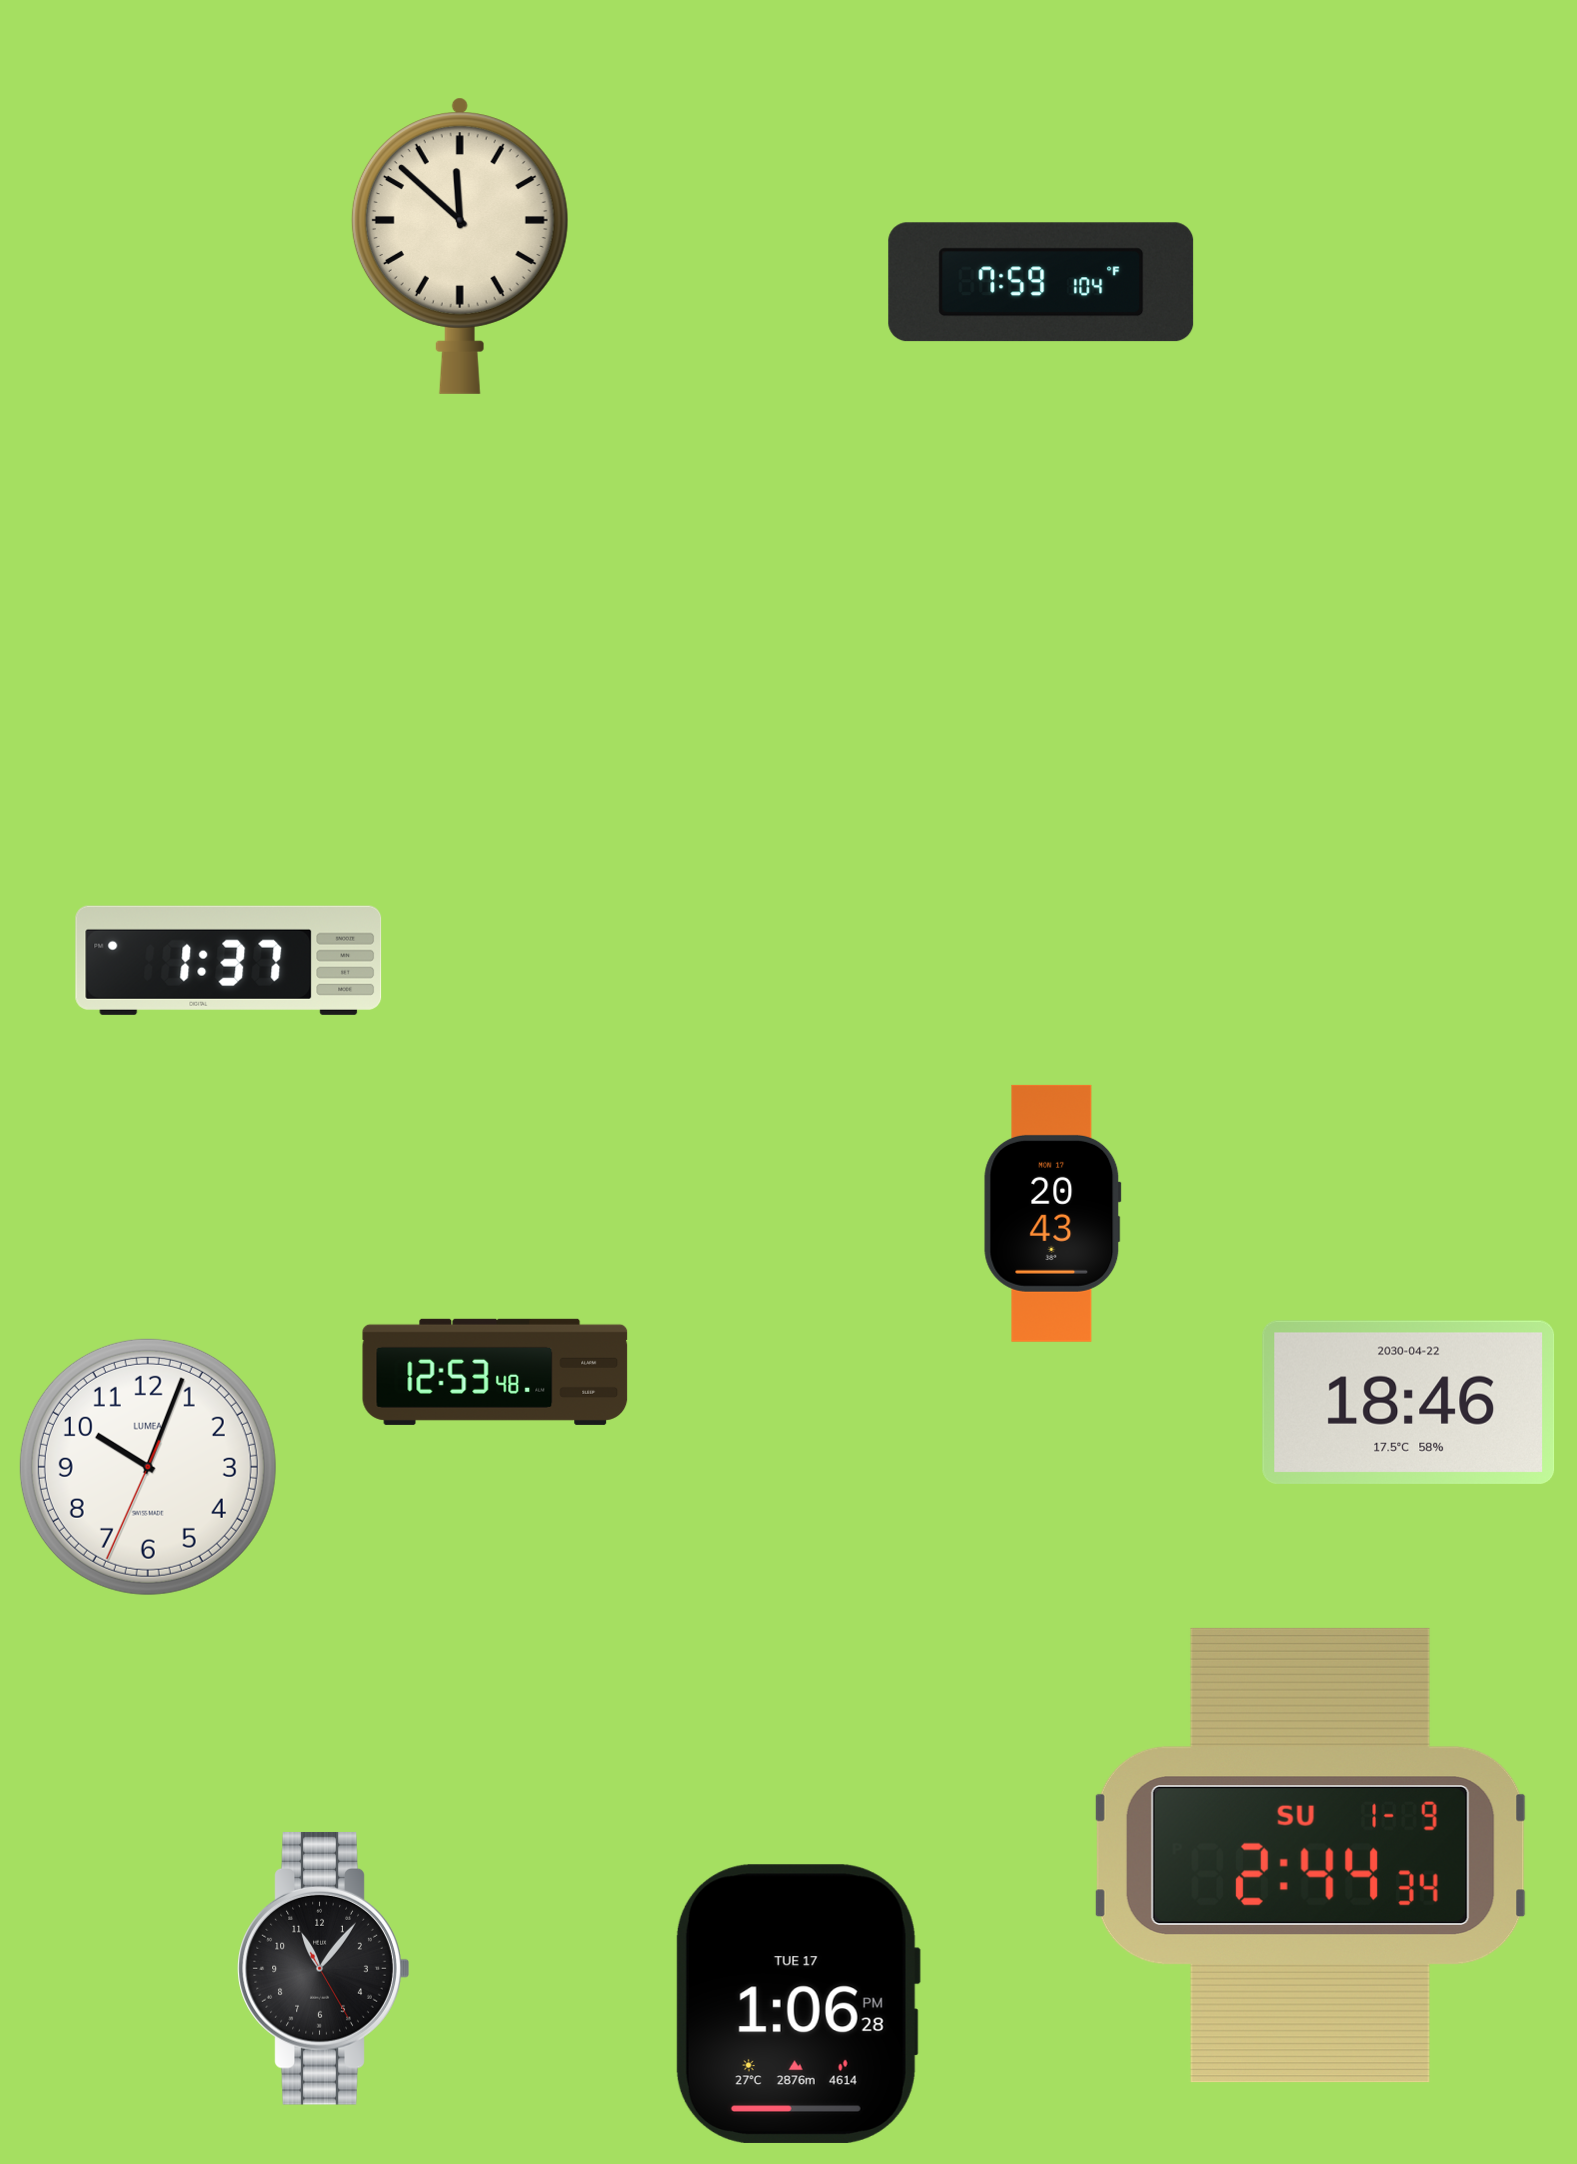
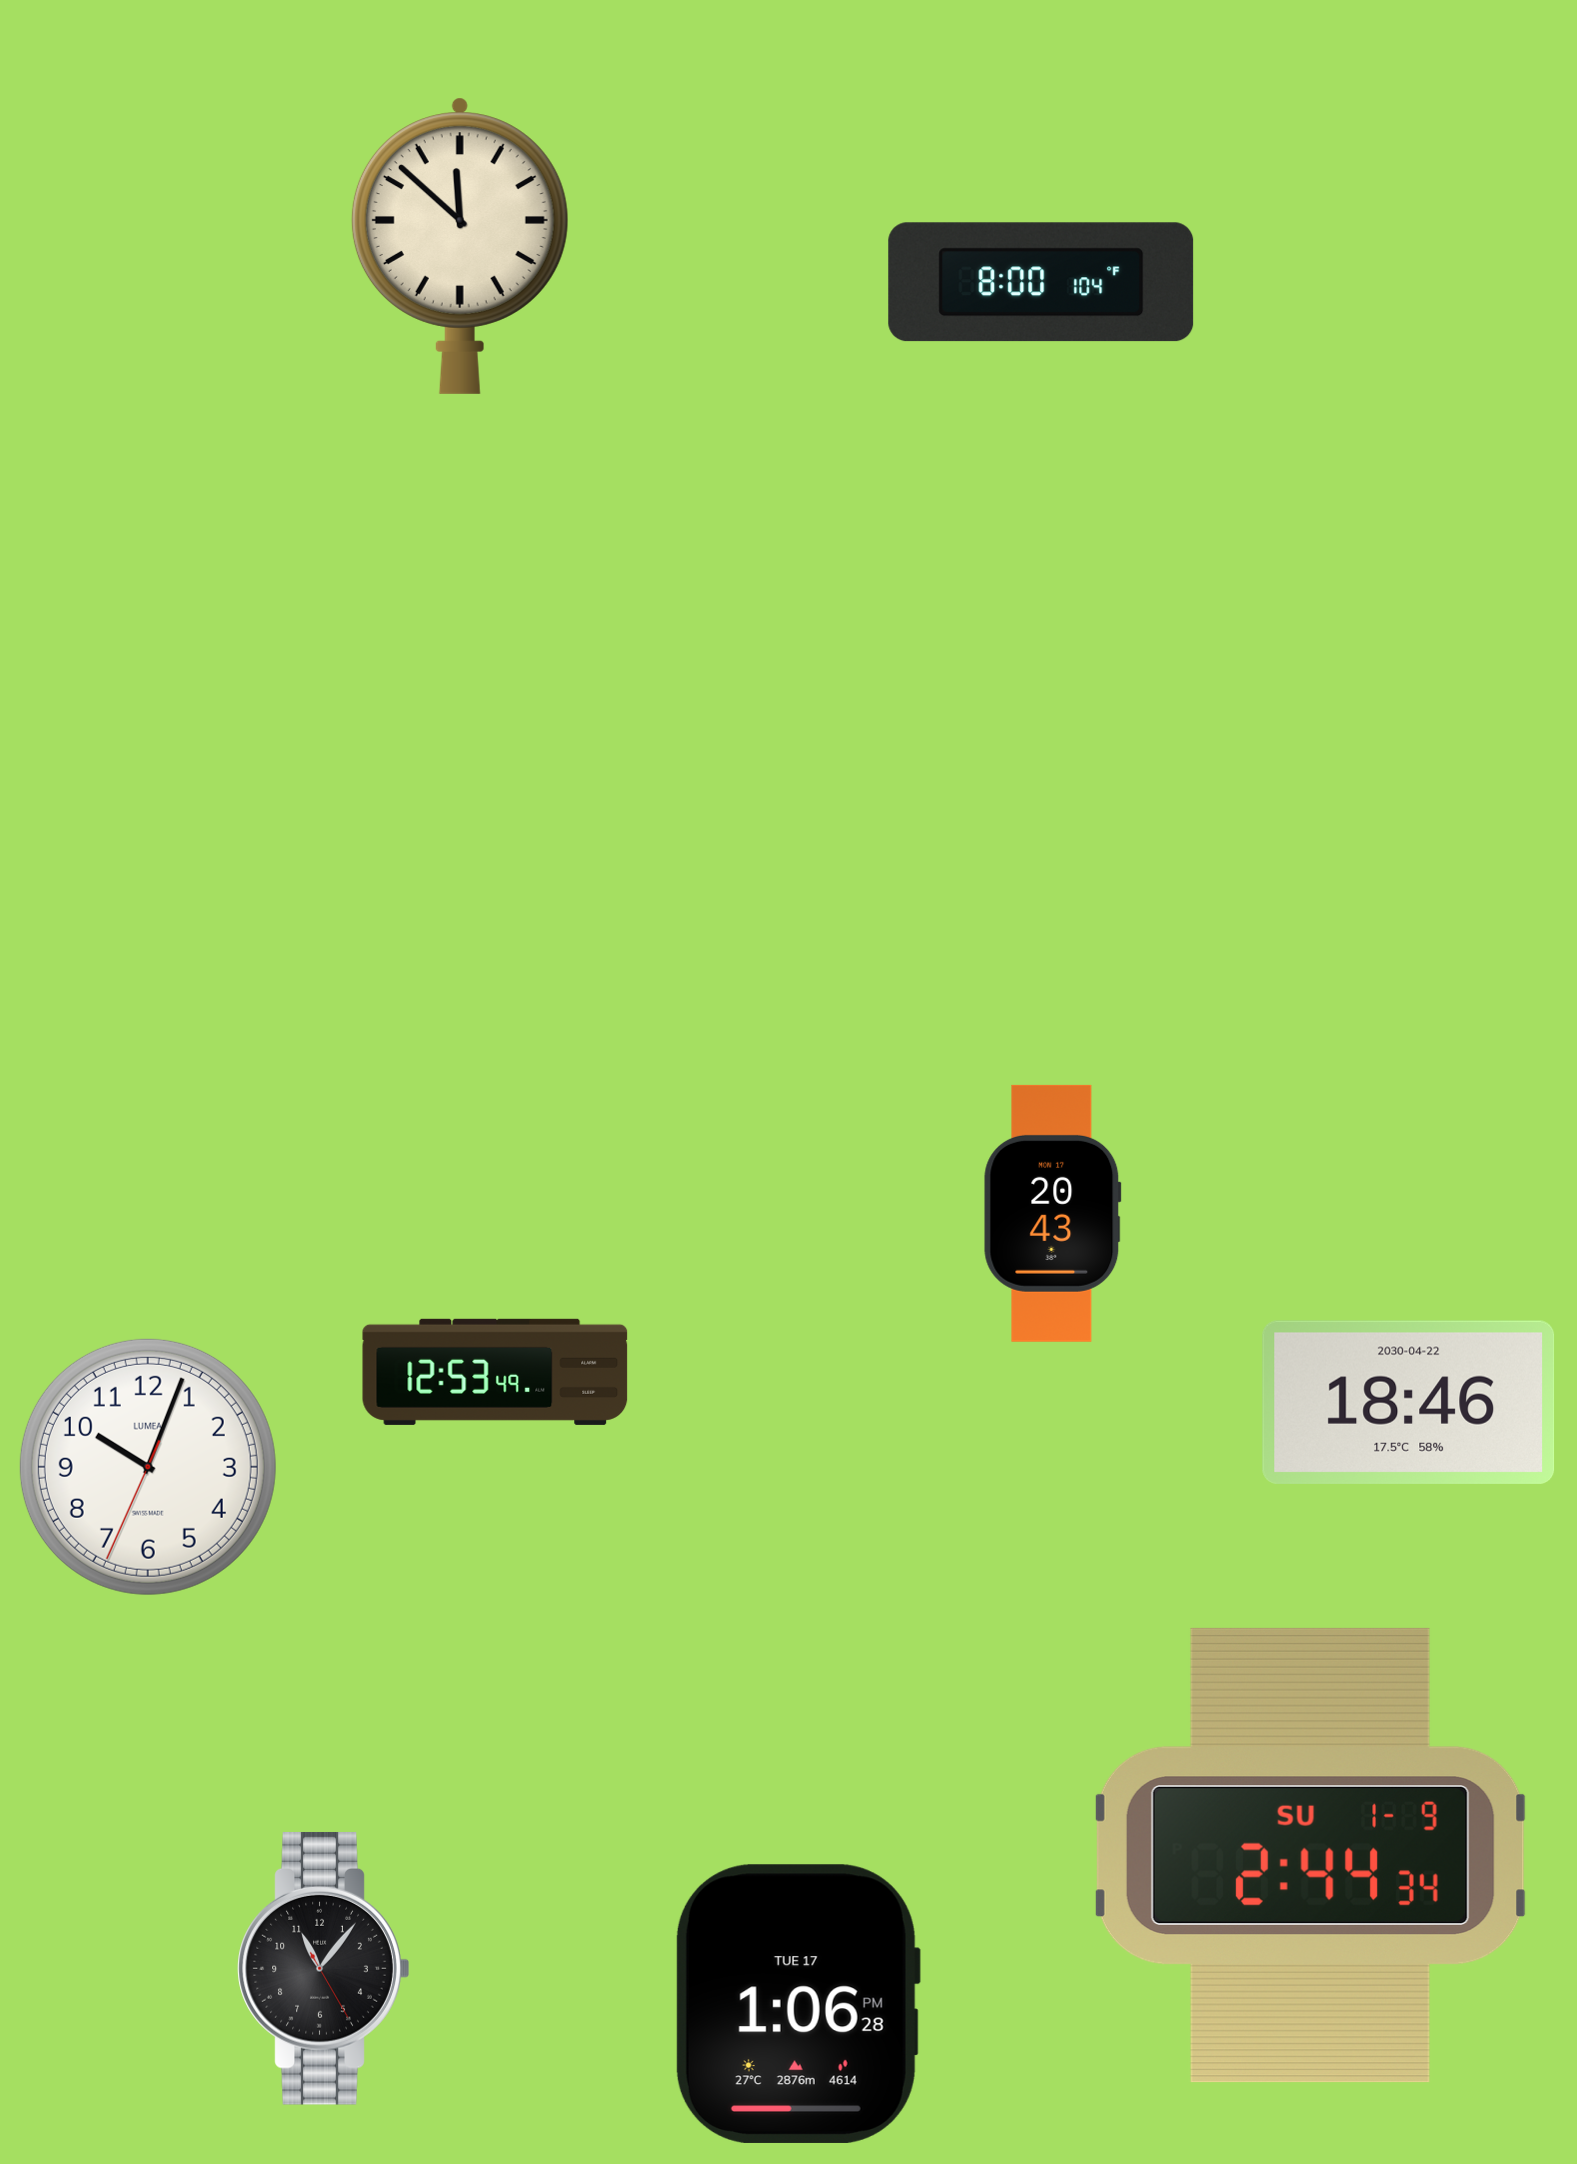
clock at (1041, 282): 7:59 -> 8:00
clock at (229, 960): 1:37 -> none
clock at (495, 1372): 12:53:48 -> 12:53:49
